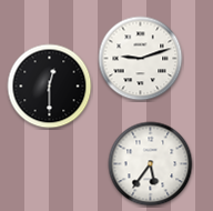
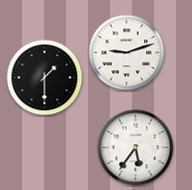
clock at (50, 87): 12:30 -> 1:30
